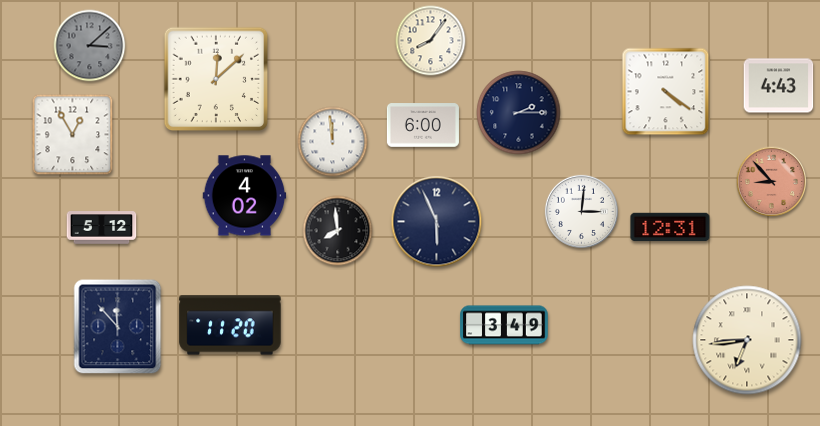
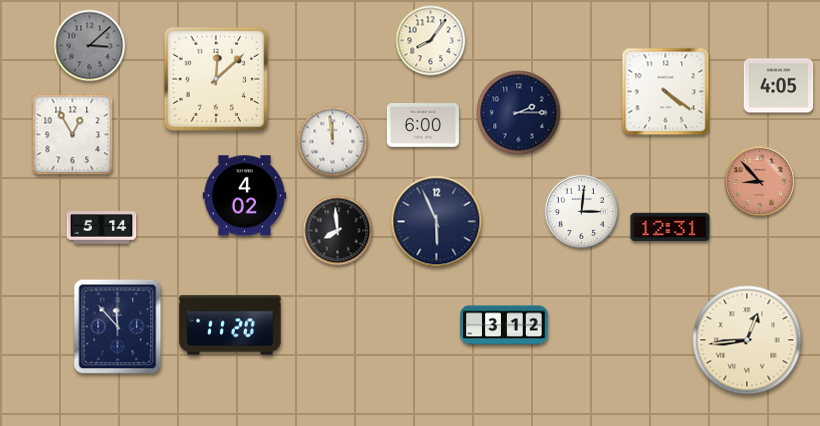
clock at (779, 86): 4:43 -> 4:05
clock at (772, 182) position: (772, 182) -> (760, 182)
clock at (102, 228): 5:12 -> 5:14
clock at (504, 325): 3:49 -> 3:12
clock at (747, 340): 6:44 -> 12:44
